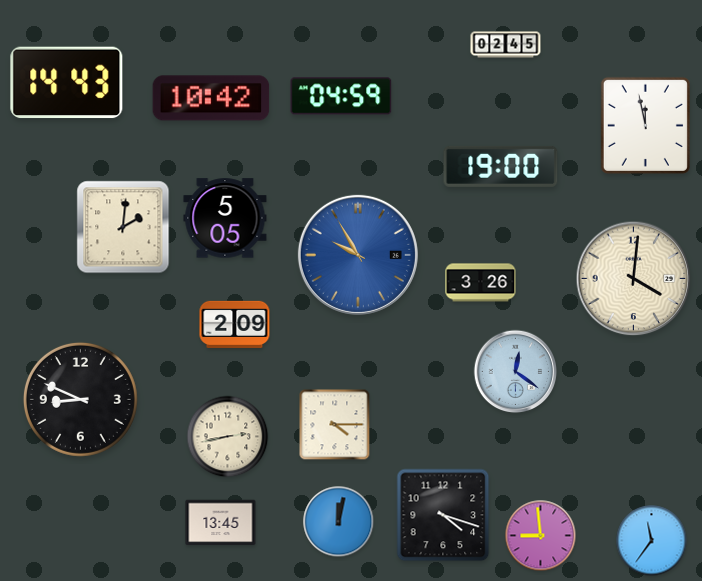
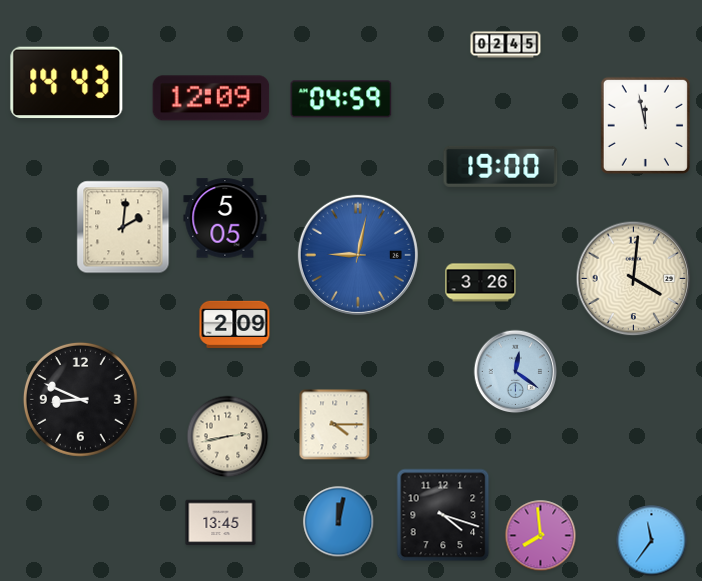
clock at (341, 96) position: (341, 96) -> (341, 99)
clock at (211, 98): 10:42 -> 12:09
clock at (358, 255): 9:55 -> 9:02
clock at (541, 536): 8:59 -> 7:59
